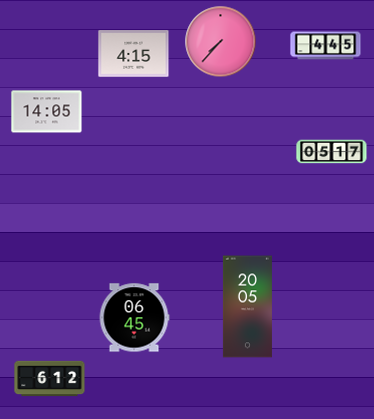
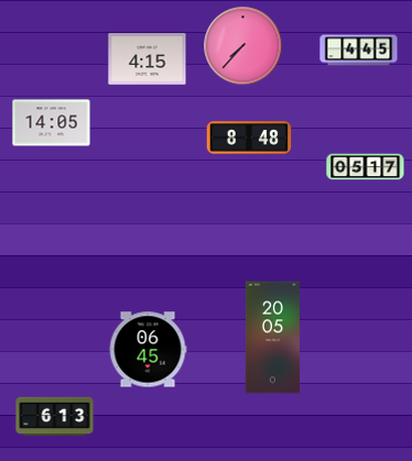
clock at (249, 138): none -> 8:48
clock at (50, 379): 6:12 -> 6:13
